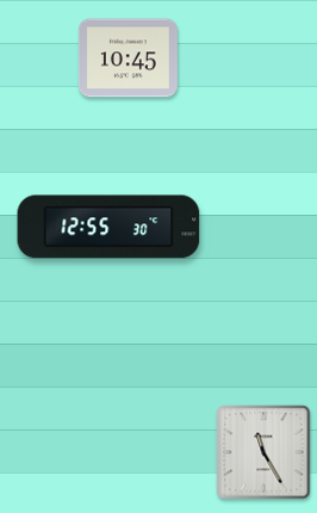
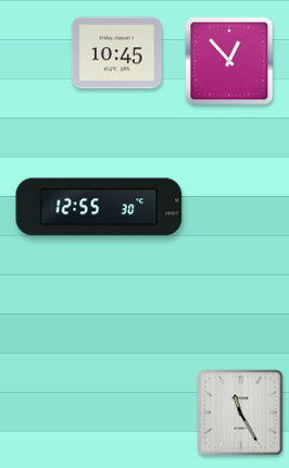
clock at (229, 61): none -> 12:53
